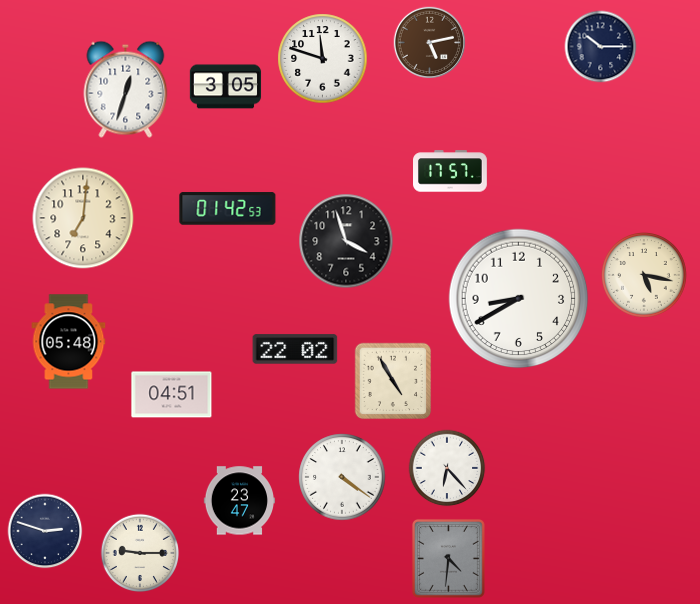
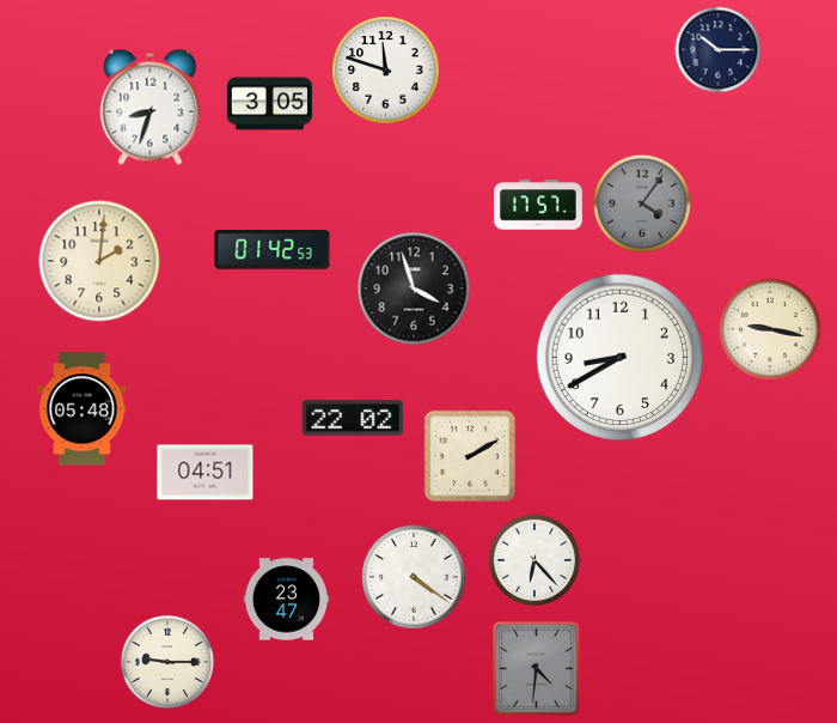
clock at (430, 43): 5:13 -> none
clock at (601, 47) position: (601, 47) -> (719, 50)
clock at (126, 89): 12:33 -> 8:33
clock at (642, 203): none -> 4:06
clock at (83, 218): 7:01 -> 2:01
clock at (645, 276): 5:17 -> 9:17
clock at (393, 381): 4:55 -> 2:10
clock at (342, 477) position: (342, 477) -> (414, 577)
clock at (45, 531): 2:48 -> none
